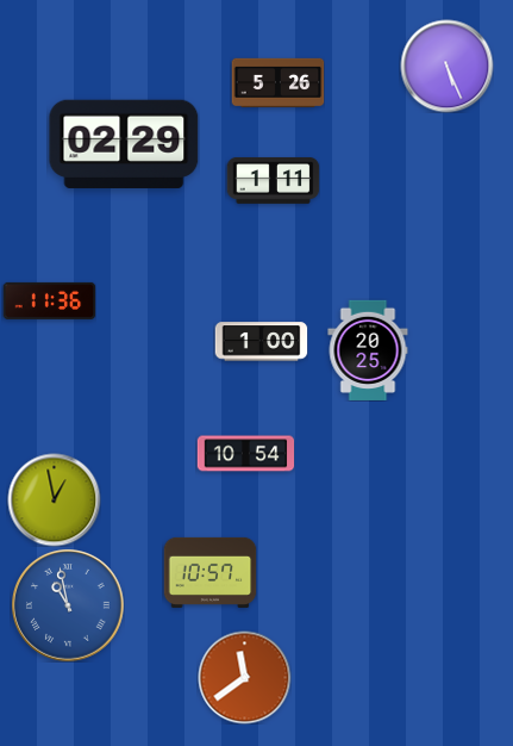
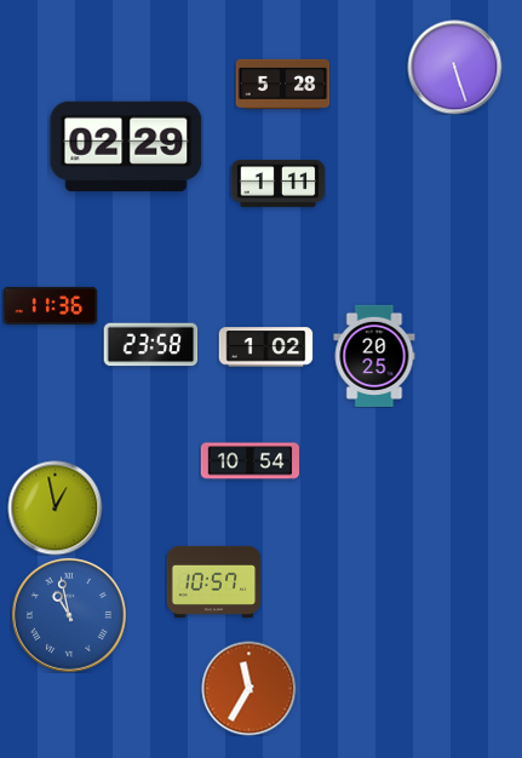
clock at (446, 66): 5:26 -> 5:27
clock at (277, 83): 5:26 -> 5:28
clock at (150, 345): none -> 23:58
clock at (261, 342): 1:00 -> 1:02
clock at (244, 677): 11:39 -> 11:35
